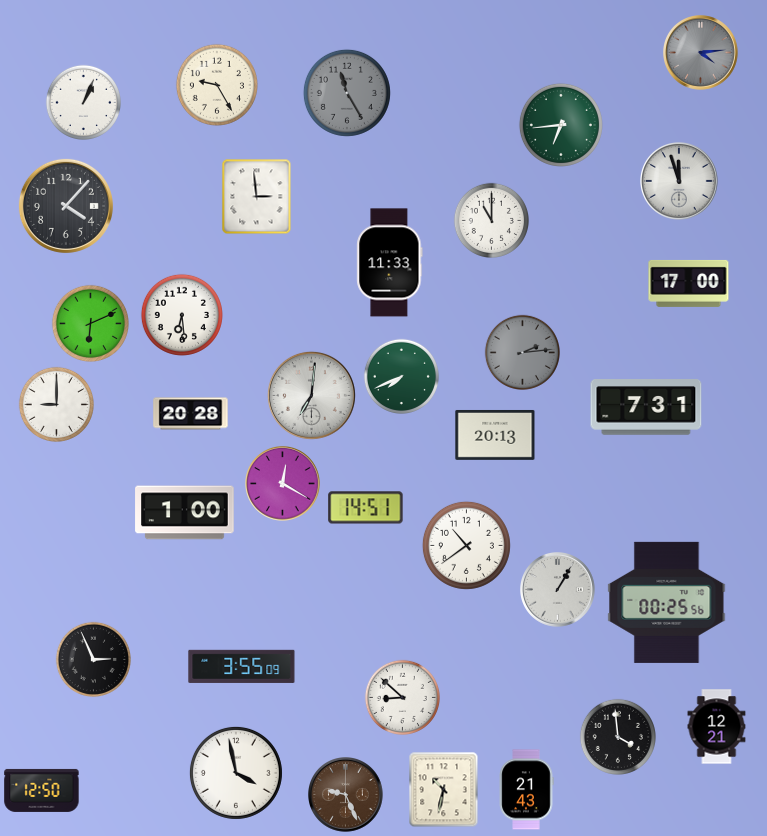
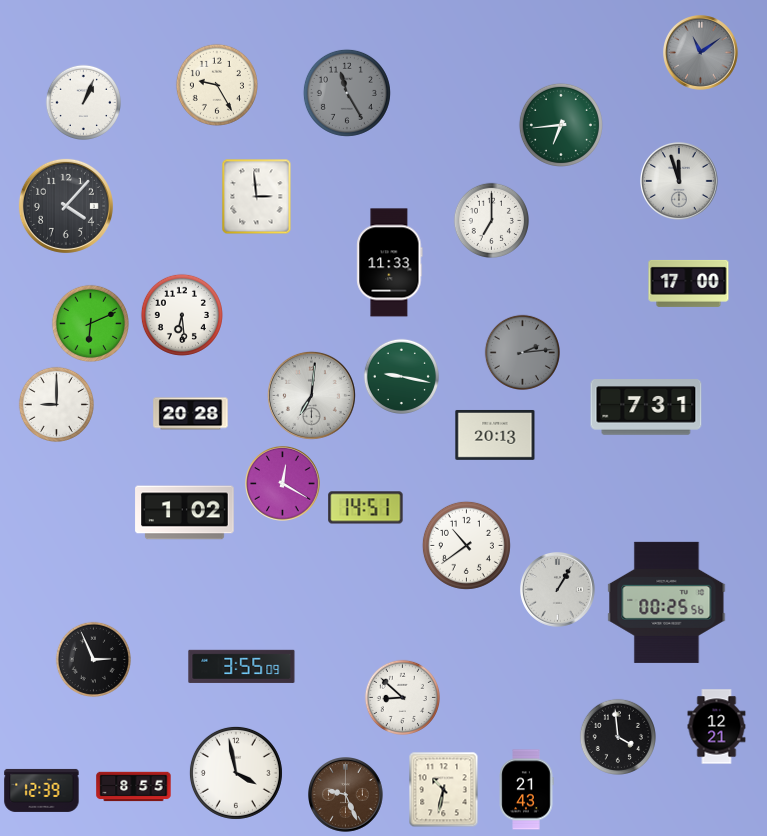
clock at (701, 53): 4:14 -> 11:09
clock at (491, 220): 11:00 -> 7:00
clock at (401, 376): 7:41 -> 9:17
clock at (185, 513): 1:00 -> 1:02
clock at (134, 787): none -> 8:55
clock at (42, 790): 12:50 -> 12:39
